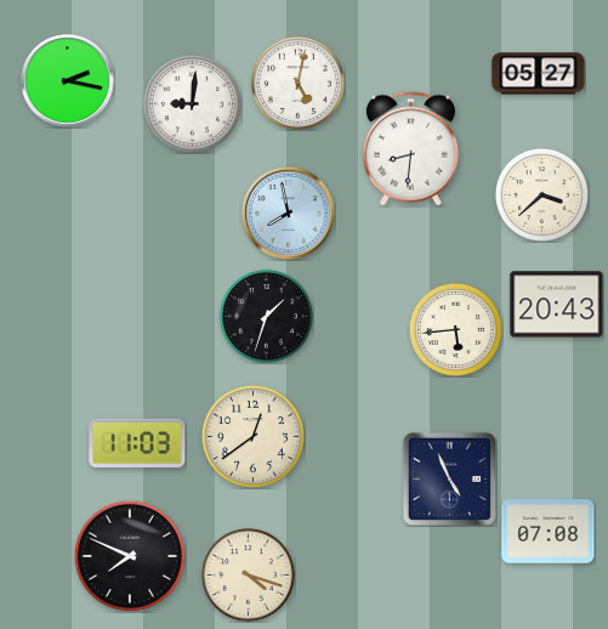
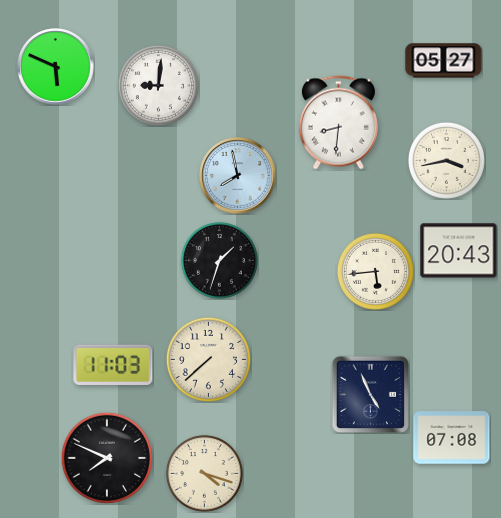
clock at (68, 81): 2:17 -> 5:49
clock at (297, 83): 5:02 -> none
clock at (541, 194): 3:38 -> 3:43
clock at (252, 436): 12:39 -> 7:38
